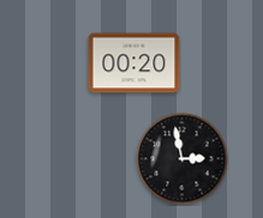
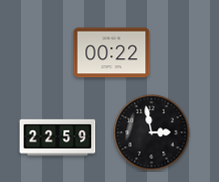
clock at (135, 63): 00:20 -> 00:22
clock at (58, 138): none -> 22:59
